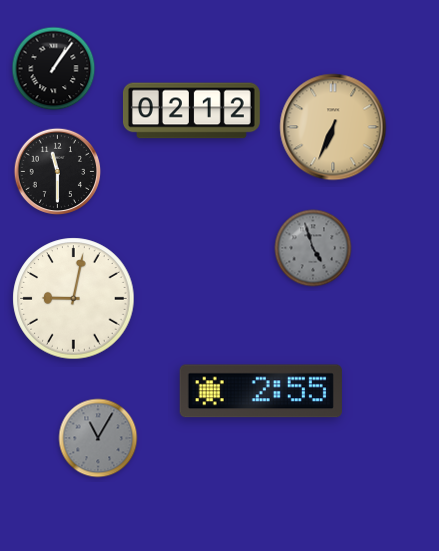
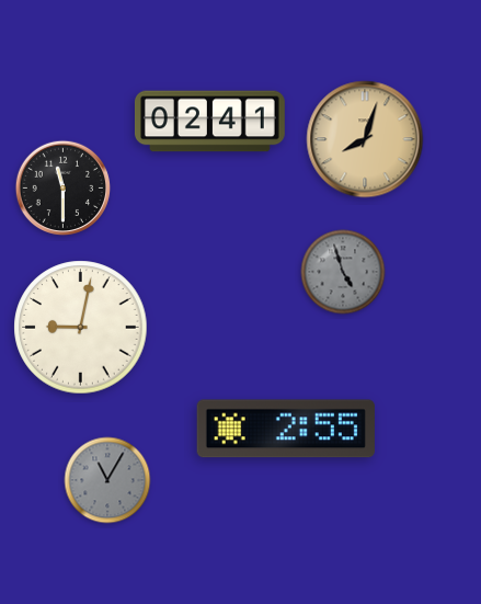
clock at (54, 69): 1:06 -> none
clock at (191, 111): 02:12 -> 02:41
clock at (333, 127): 6:34 -> 8:03
